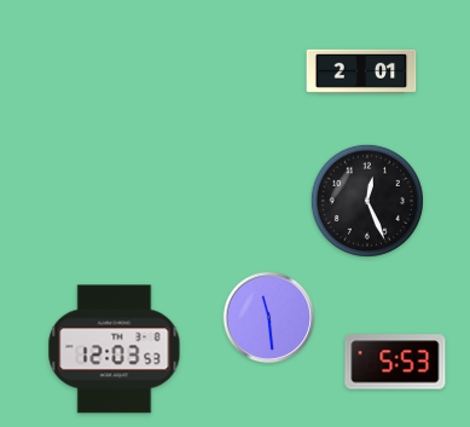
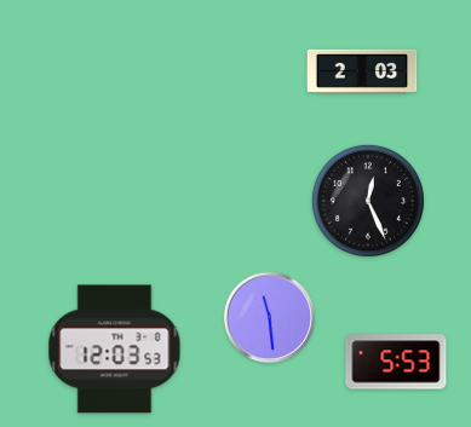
clock at (361, 71): 2:01 -> 2:03
